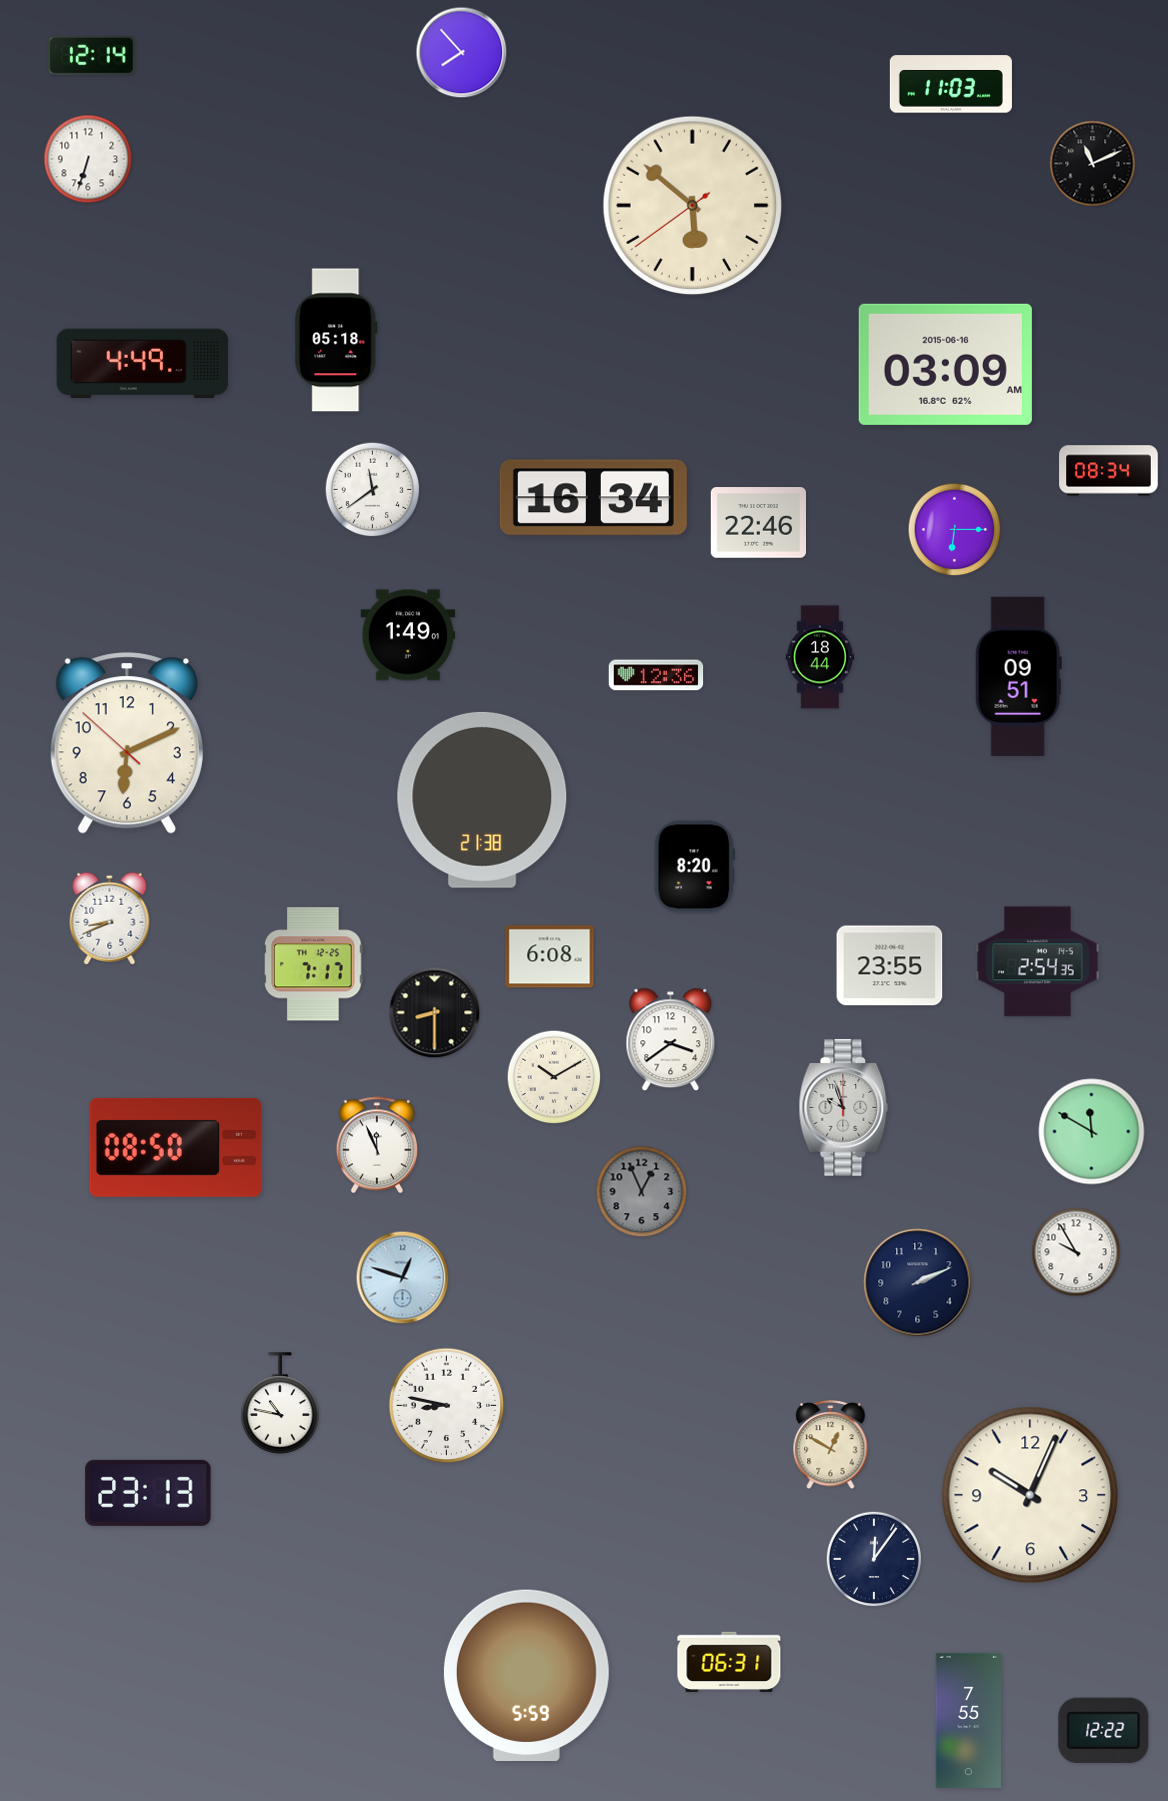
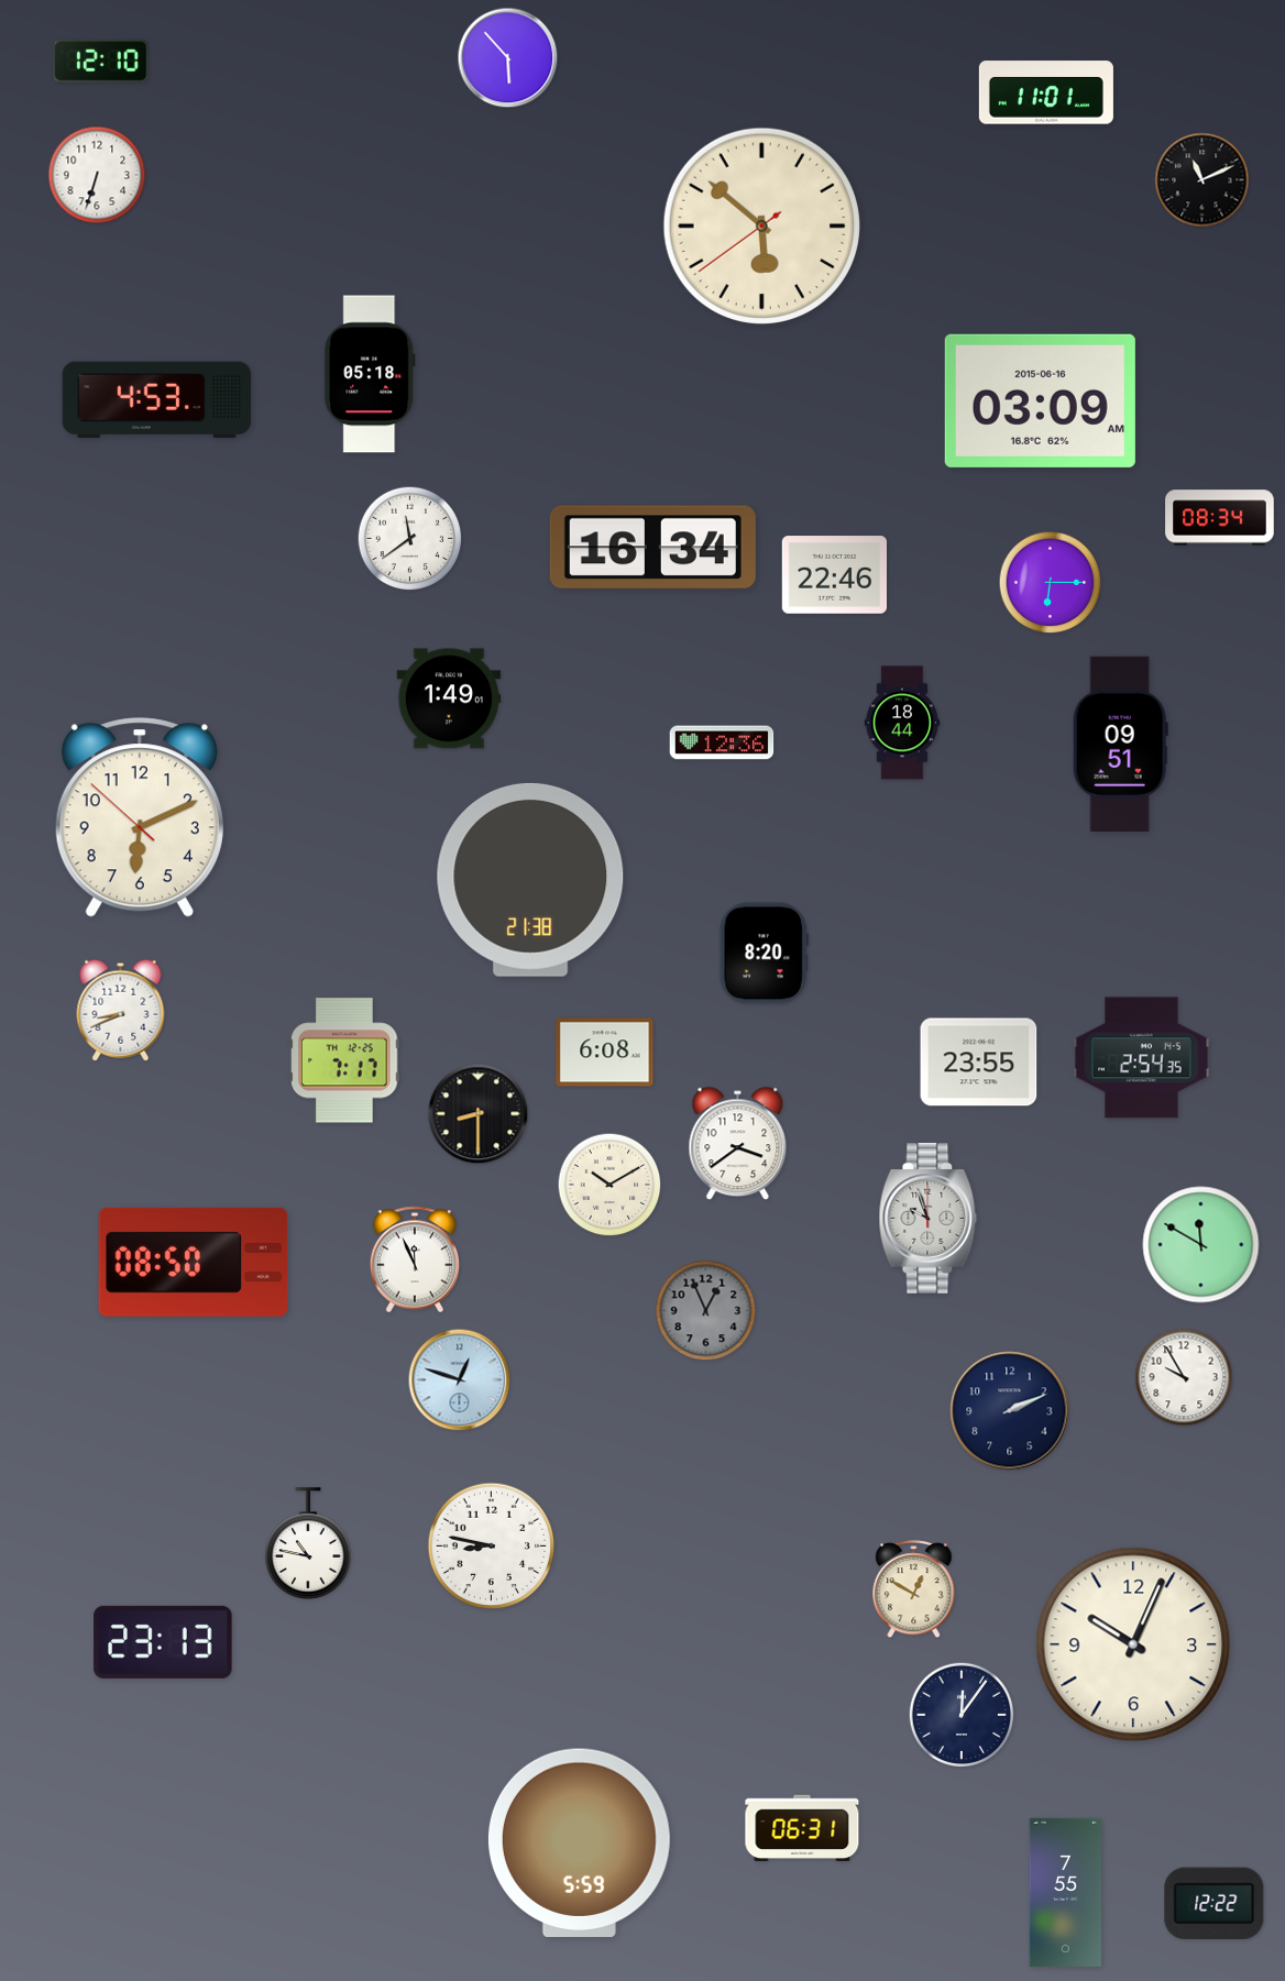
clock at (462, 53): 7:53 -> 5:53
clock at (92, 55): 12:14 -> 12:10
clock at (951, 84): 11:03 -> 11:01
clock at (143, 364): 4:49 -> 4:53
clock at (403, 1278) position: (403, 1278) -> (460, 1380)
